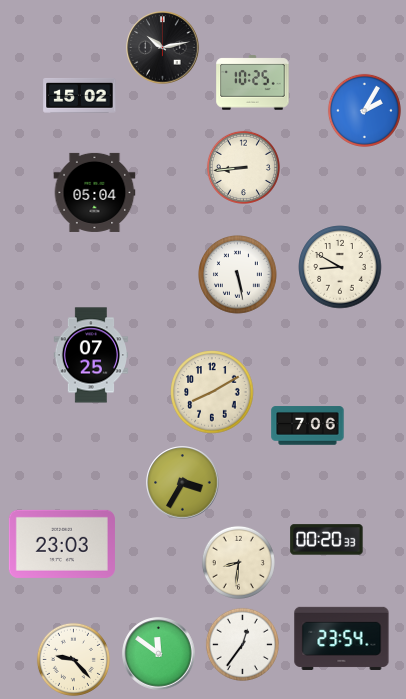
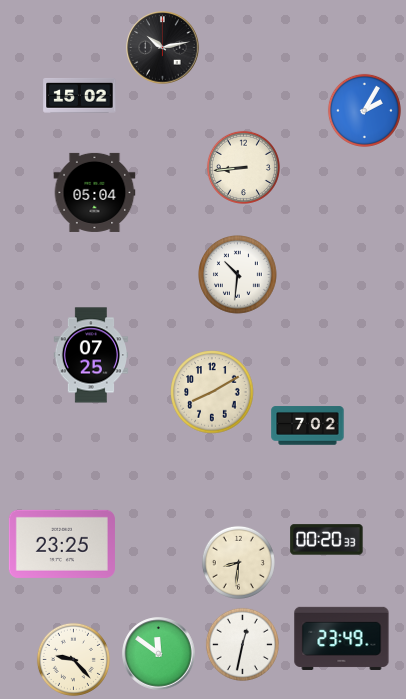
clock at (253, 83): 10:25 -> none
clock at (340, 267): 8:50 -> none
clock at (238, 275): 5:28 -> 10:31
clock at (308, 426): 7:06 -> 7:02
clock at (183, 483): 3:35 -> none
clock at (62, 544): 23:03 -> 23:25
clock at (342, 638): 23:54 -> 23:49
clock at (242, 644): 12:36 -> 12:32
